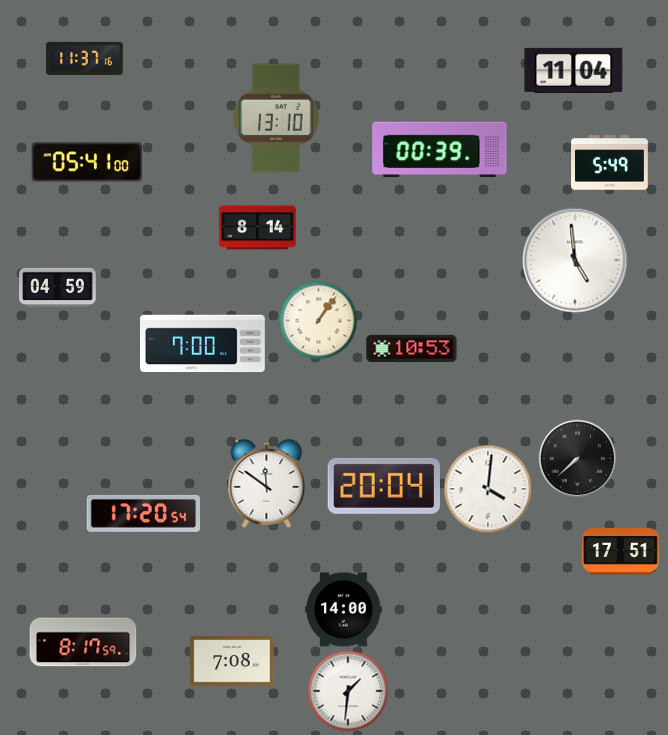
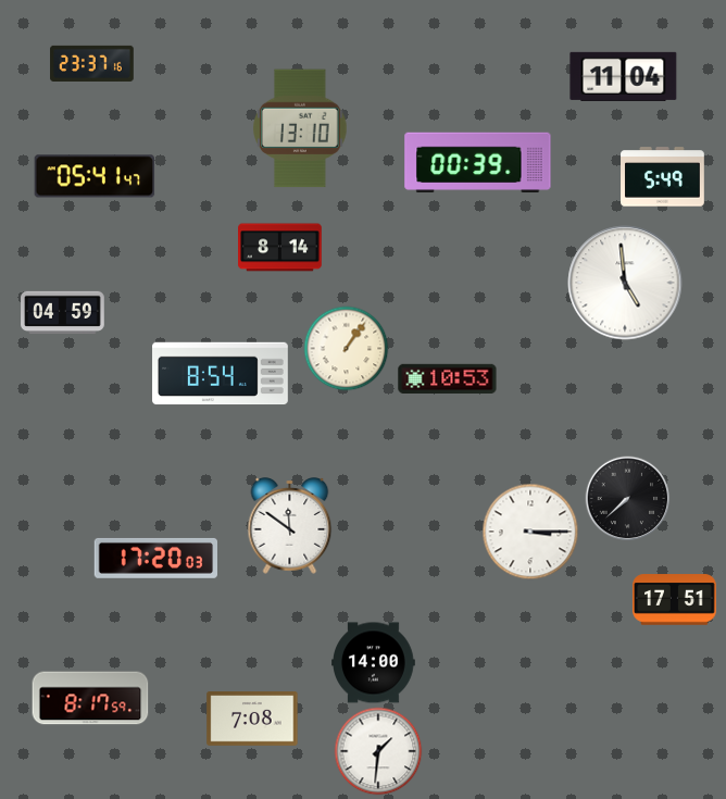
clock at (85, 58): 11:37 -> 23:37
clock at (87, 162): 05:41:00 -> 05:41:47
clock at (203, 344): 7:00 -> 8:54
clock at (383, 486): 20:04 -> none
clock at (488, 489): 4:01 -> 3:15
clock at (143, 513): 17:20:54 -> 17:20:03
